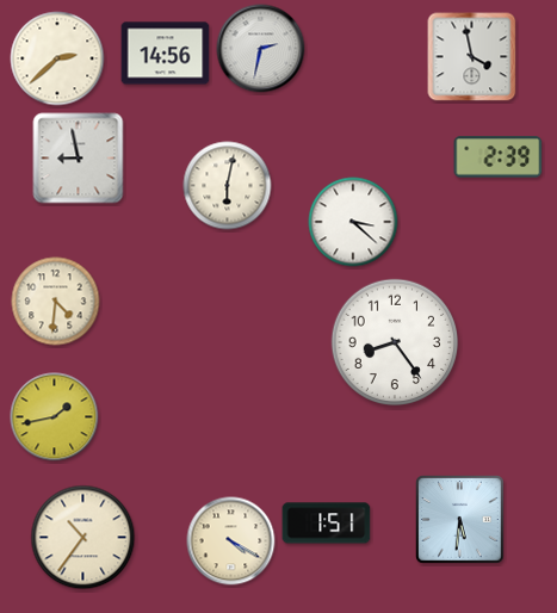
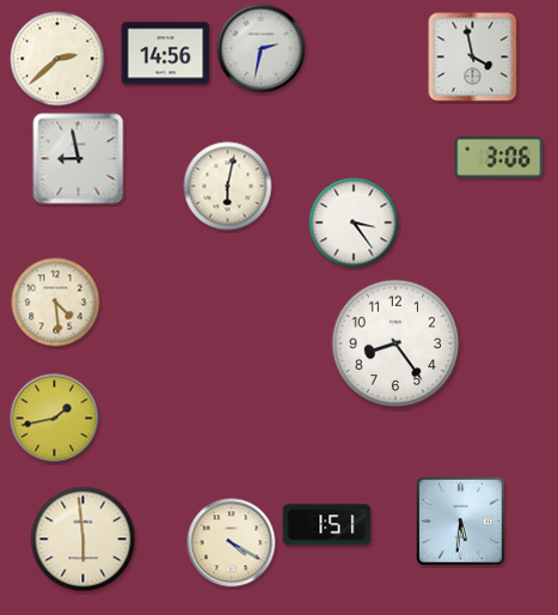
clock at (499, 157): 2:39 -> 3:06
clock at (353, 222): 3:22 -> 3:24
clock at (56, 302): 4:31 -> 4:29
clock at (83, 538): 10:36 -> 5:59
